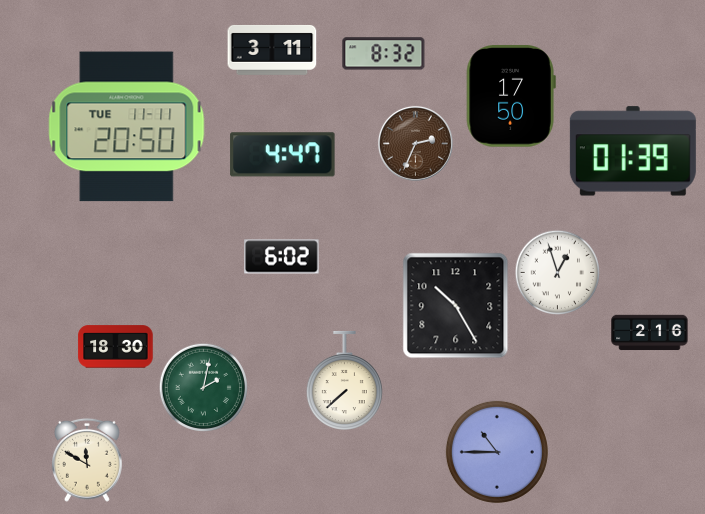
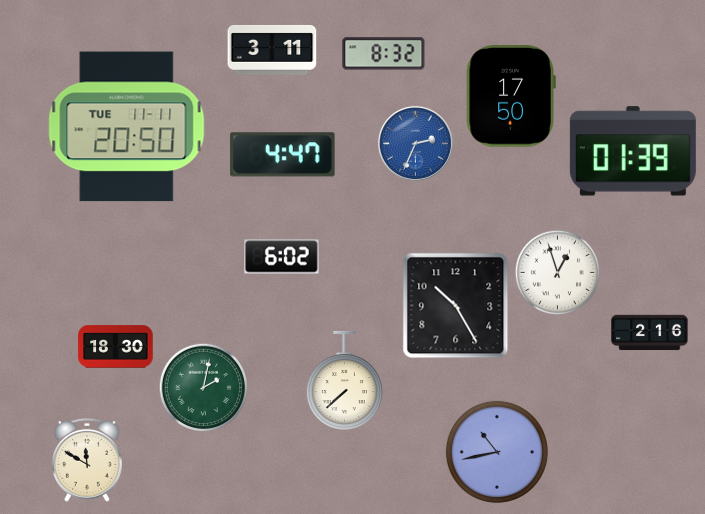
clock at (415, 143) dial: brown -> blue
clock at (497, 452): 10:45 -> 10:43
